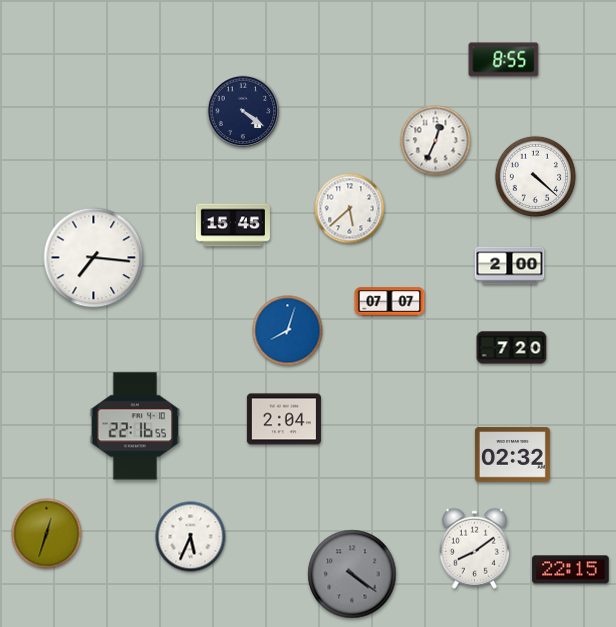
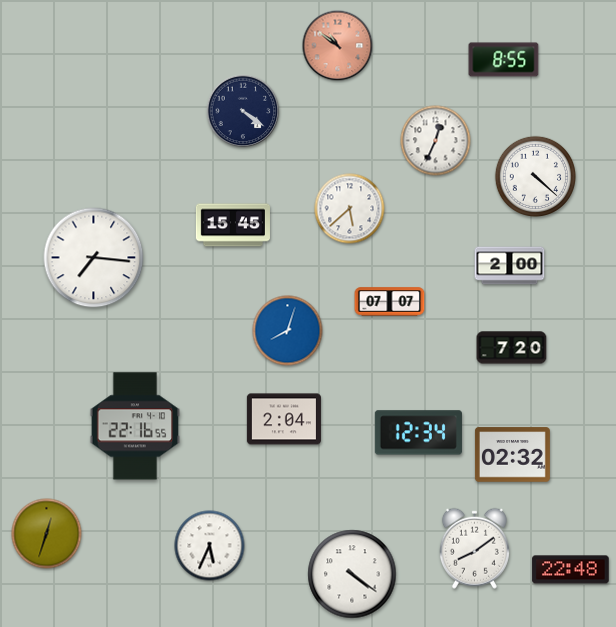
clock at (338, 46): none -> 10:51
clock at (418, 433): none -> 12:34
clock at (191, 537) position: (191, 537) -> (210, 546)
clock at (571, 570): 22:15 -> 22:48
clock at (352, 574) dial: grey -> white
